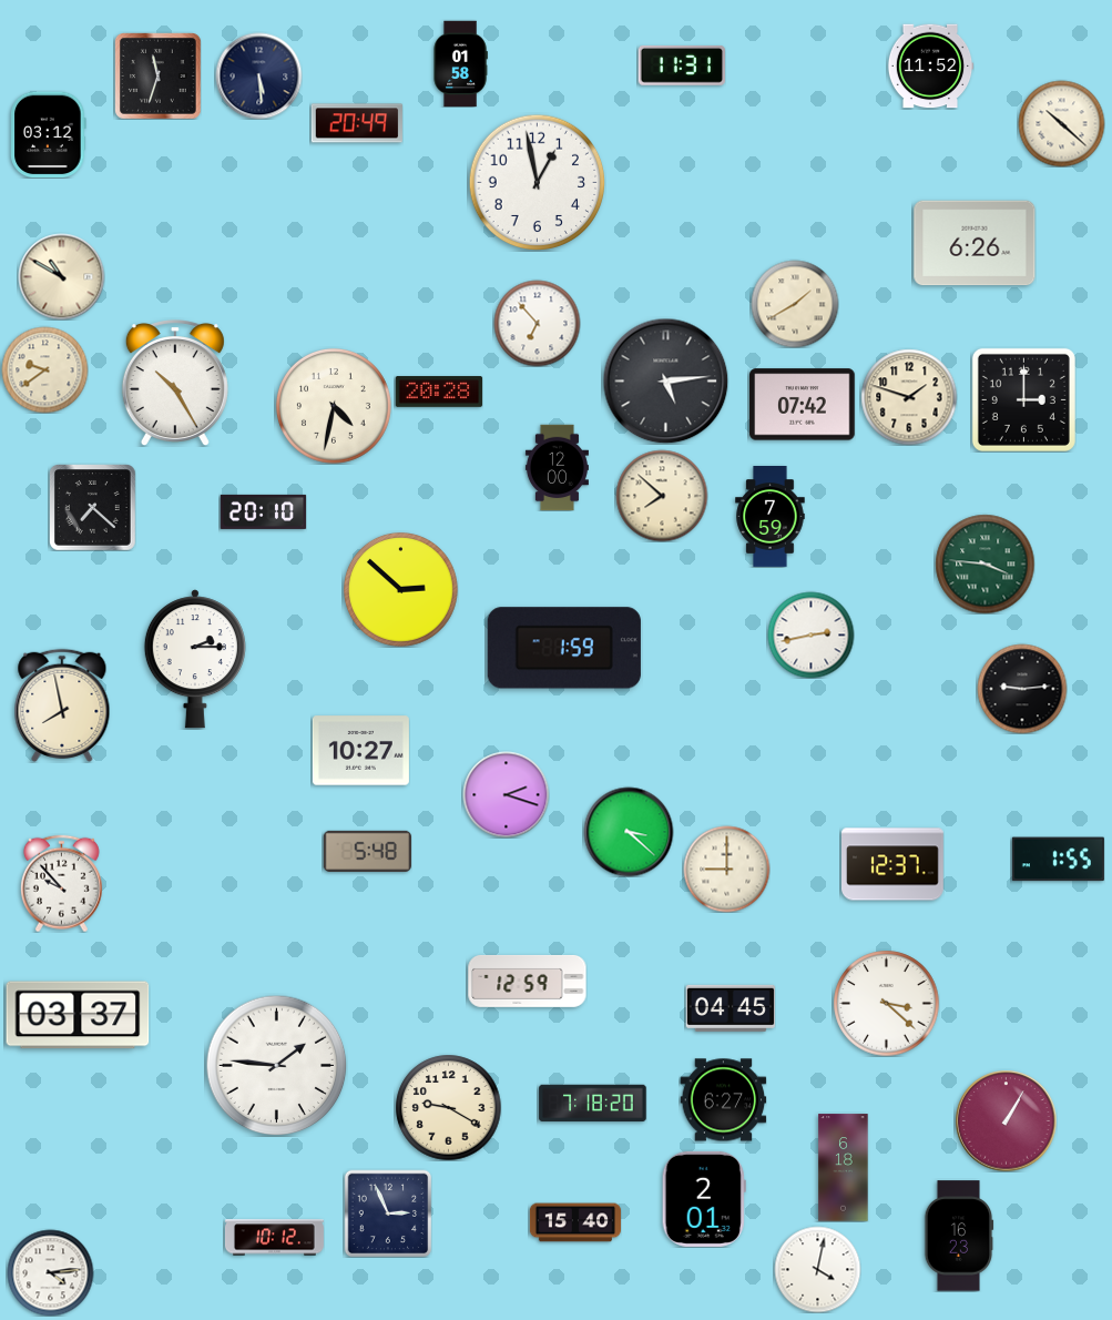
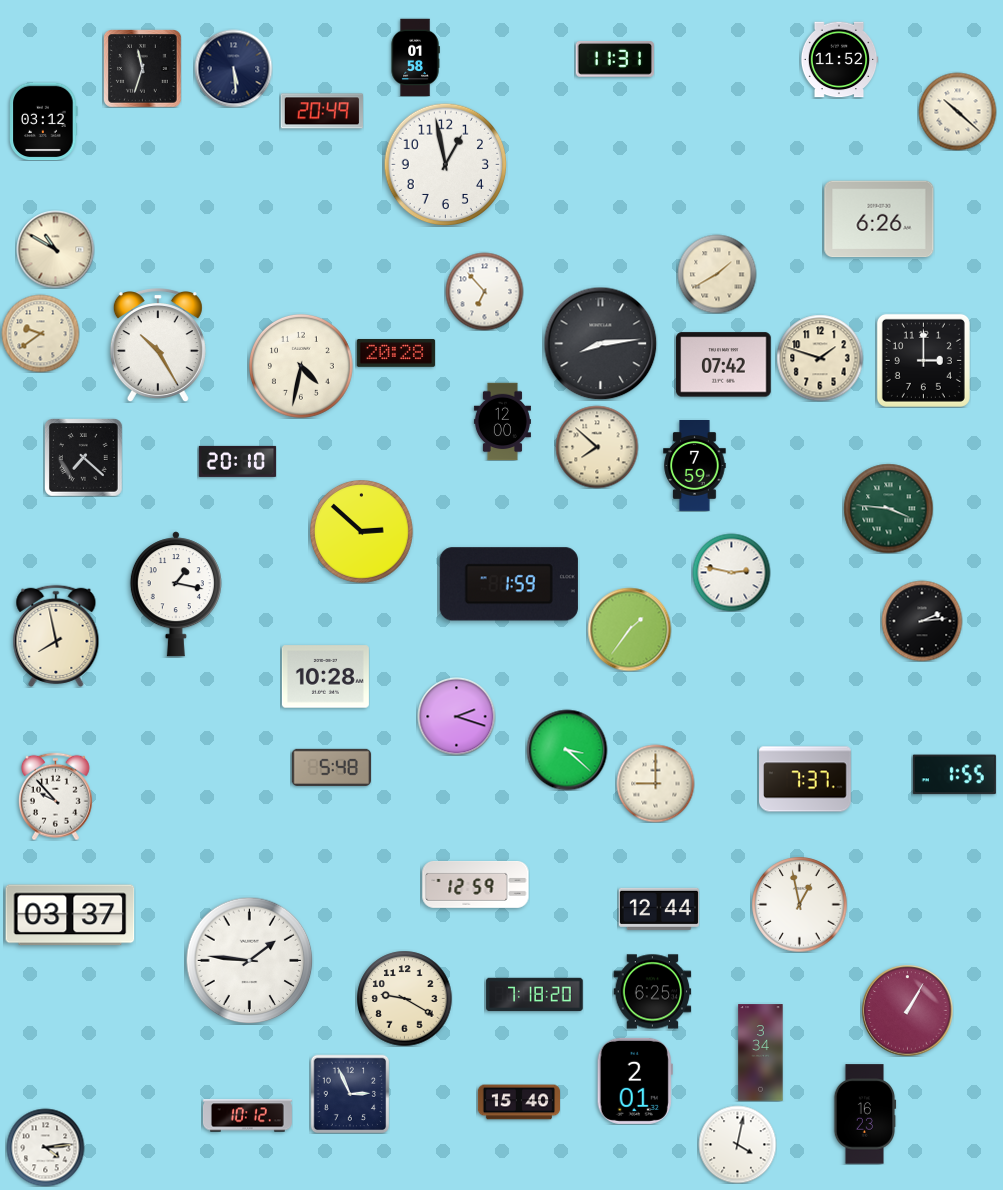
clock at (537, 182) position: (537, 182) -> (445, 164)
clock at (665, 380): 5:14 -> 8:14
clock at (810, 634): 2:43 -> 2:47
clock at (195, 659): 2:15 -> 1:17
clock at (1022, 689): 9:14 -> 2:14
clock at (629, 629): none -> 1:36
clock at (360, 751): 10:27 -> 10:28
clock at (894, 864): 12:37 -> 7:37
clock at (886, 1003): 3:22 -> 12:58
clock at (730, 1008): 04:45 -> 12:44
clock at (723, 1100): 6:27 -> 6:25
clock at (844, 1168): 6:18 -> 3:34
